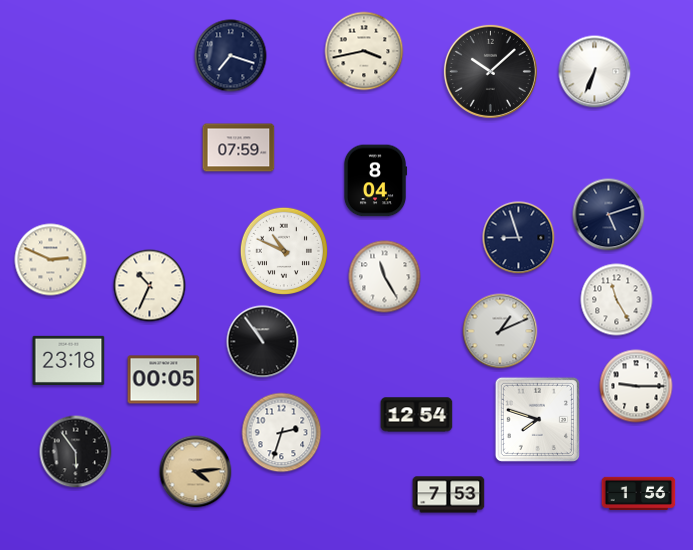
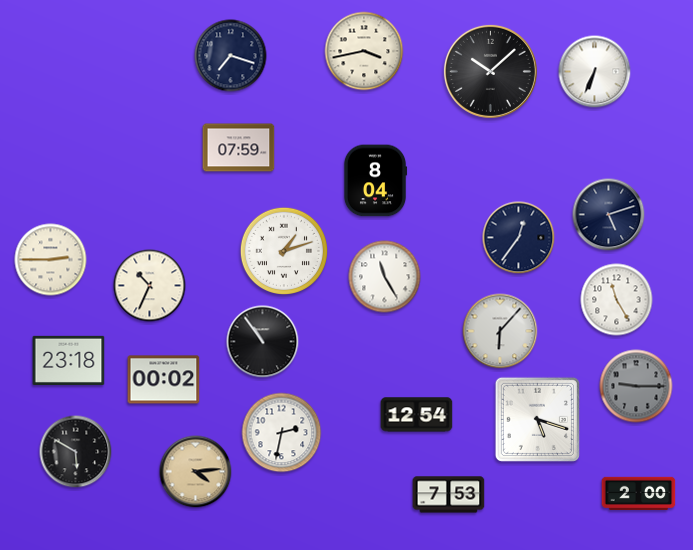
clock at (519, 238): 8:57 -> 12:36
clock at (284, 251): 10:49 -> 1:12
clock at (51, 260): 2:49 -> 2:45
clock at (500, 331): 1:11 -> 6:07
clock at (164, 380): 00:05 -> 00:02
clock at (636, 386) dial: white -> grey
clock at (537, 419): 7:48 -> 5:18
clock at (282, 433): 2:33 -> 2:32
clock at (76, 452): 5:54 -> 5:50
clock at (639, 493): 1:56 -> 2:00
